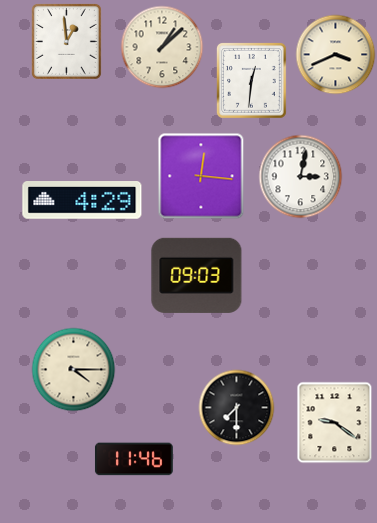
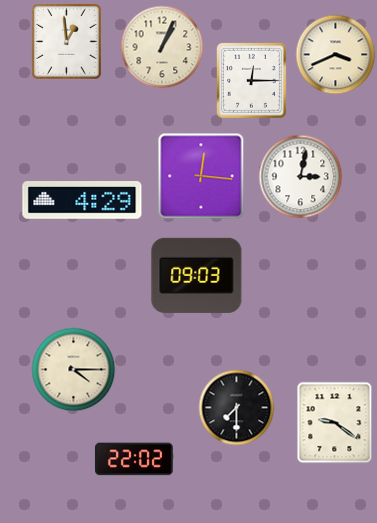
clock at (162, 47): 1:08 -> 1:04
clock at (252, 81): 12:31 -> 12:15
clock at (134, 459): 11:46 -> 22:02
